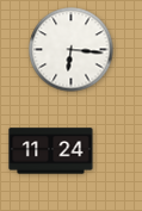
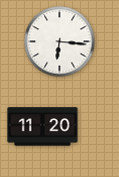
clock at (51, 151): 11:24 -> 11:20
